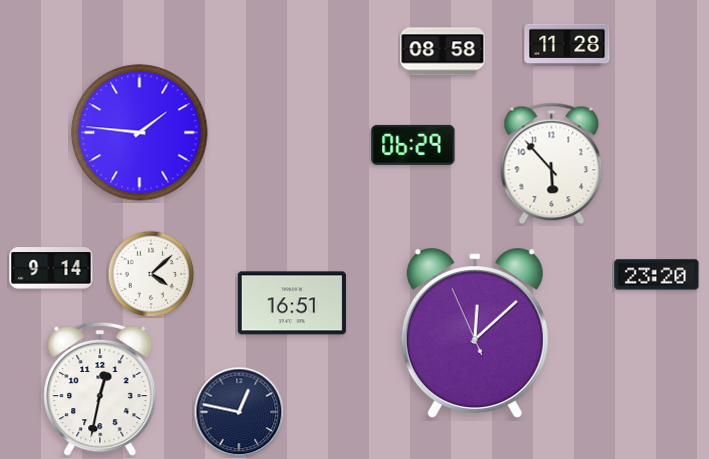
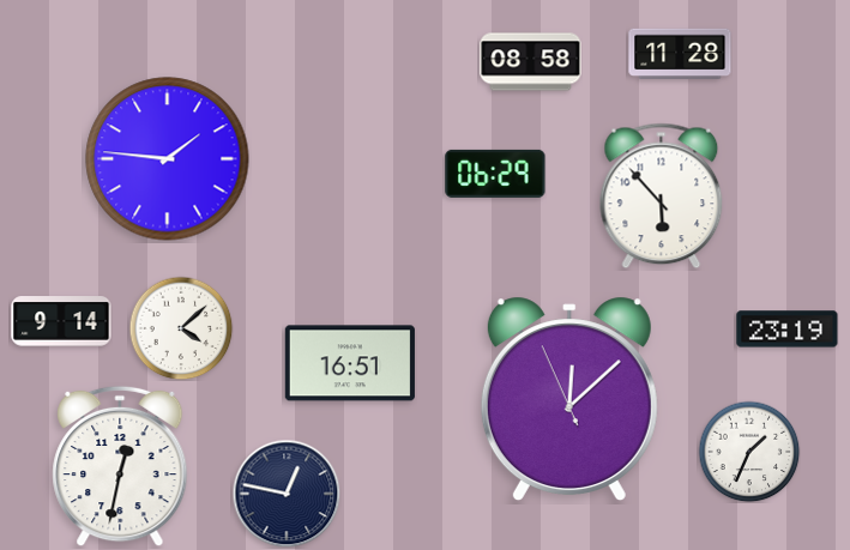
clock at (657, 275): 23:20 -> 23:19
clock at (749, 452): none -> 1:34
